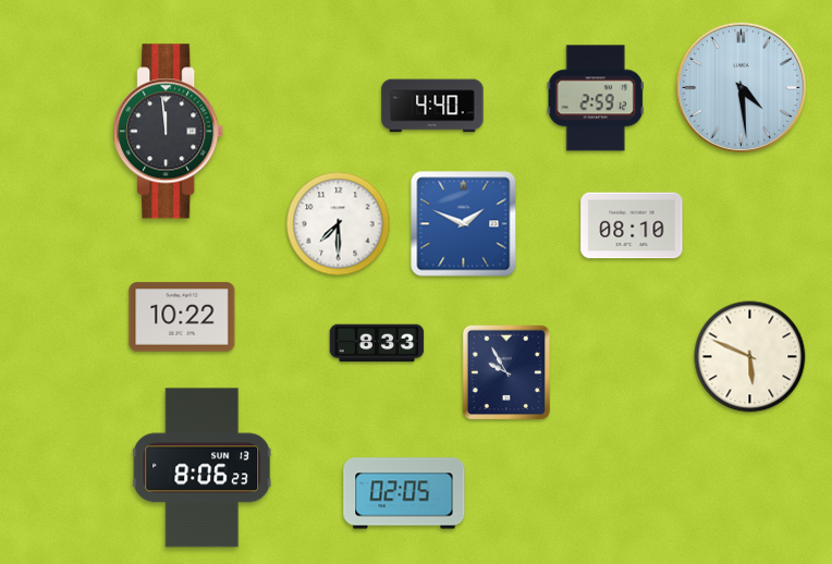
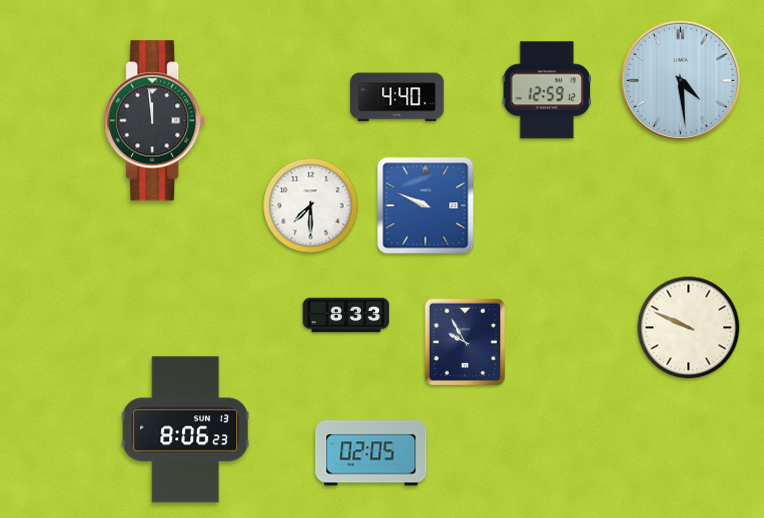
clock at (596, 98): 2:59 -> 12:59
clock at (464, 224): 1:49 -> 9:49
clock at (632, 225): 08:10 -> none
clock at (182, 317): 10:22 -> none
clock at (750, 357): 5:49 -> 9:49
